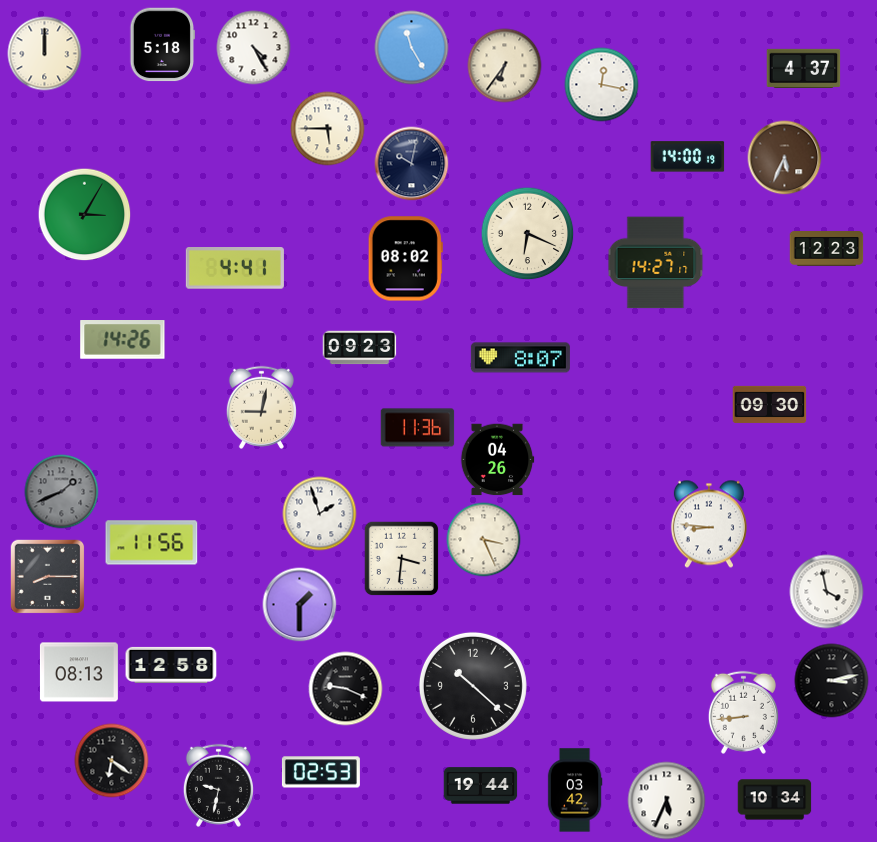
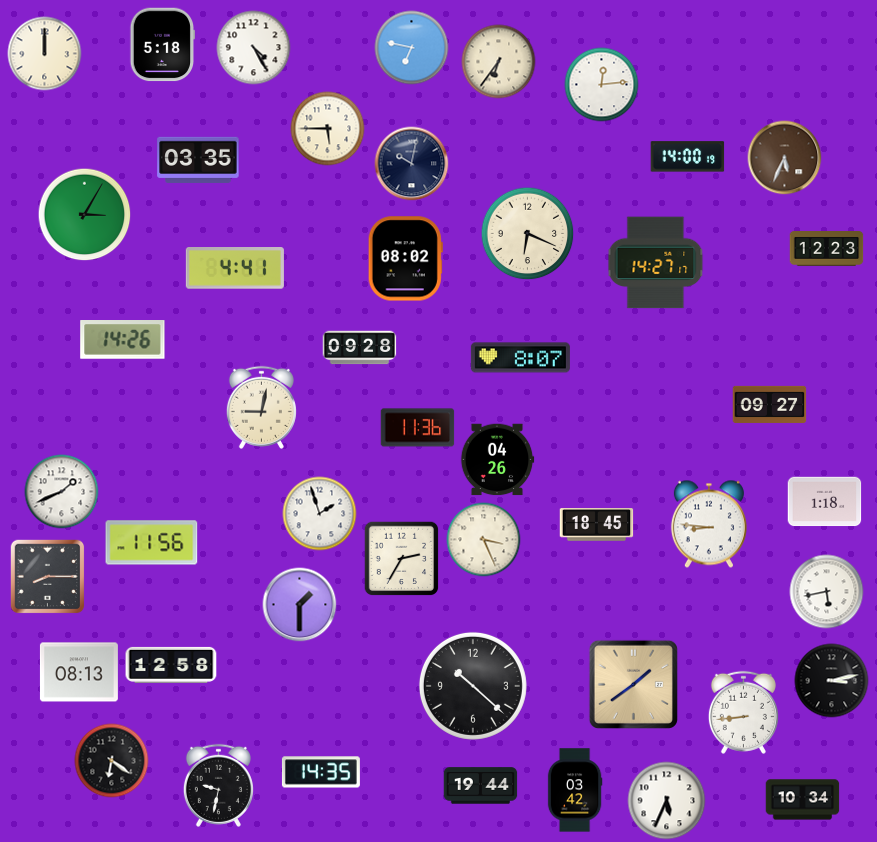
clock at (412, 48): 11:25 -> 6:47
clock at (505, 66) position: (505, 66) -> (499, 62)
clock at (804, 68): 4:37 -> none
clock at (602, 85): 12:17 -> 12:14
clock at (198, 159): none -> 03:35
clock at (360, 348): 09:23 -> 09:28
clock at (770, 404): 09:30 -> 09:27
clock at (62, 492) dial: grey -> white
clock at (825, 502): none -> 1:18
clock at (597, 525): none -> 18:45
clock at (402, 559): 3:31 -> 2:35
clock at (827, 592): 3:58 -> 5:43
clock at (633, 684): none -> 1:39
clock at (346, 689): 9:19 -> none
clock at (321, 772): 02:53 -> 14:35
clock at (775, 800) position: (775, 800) -> (803, 800)
